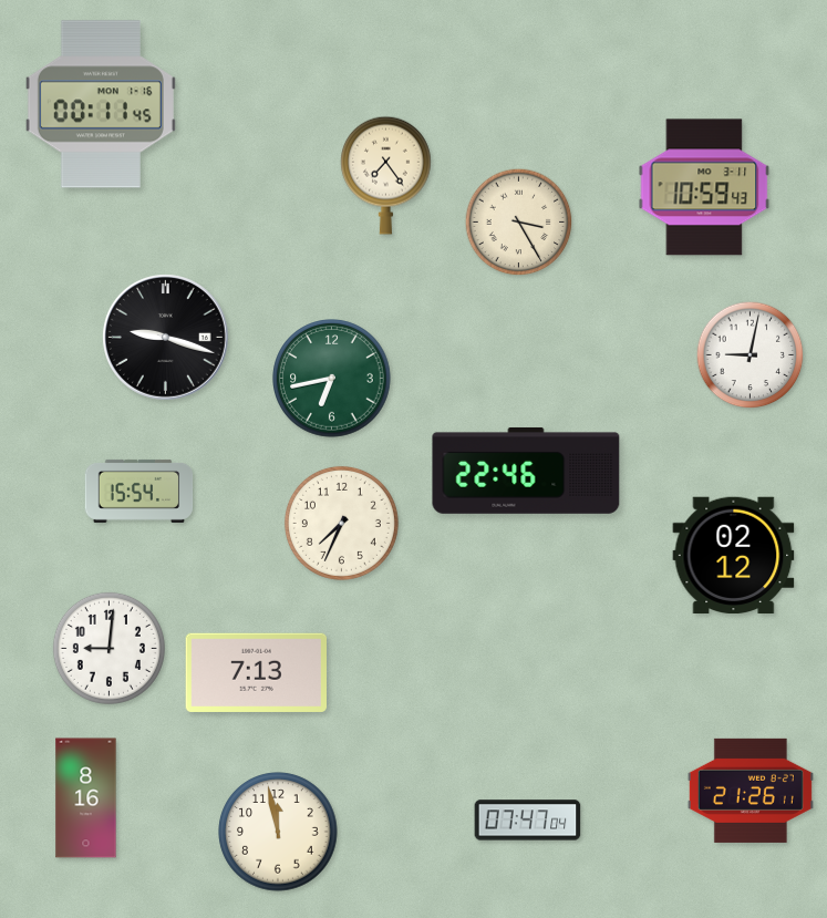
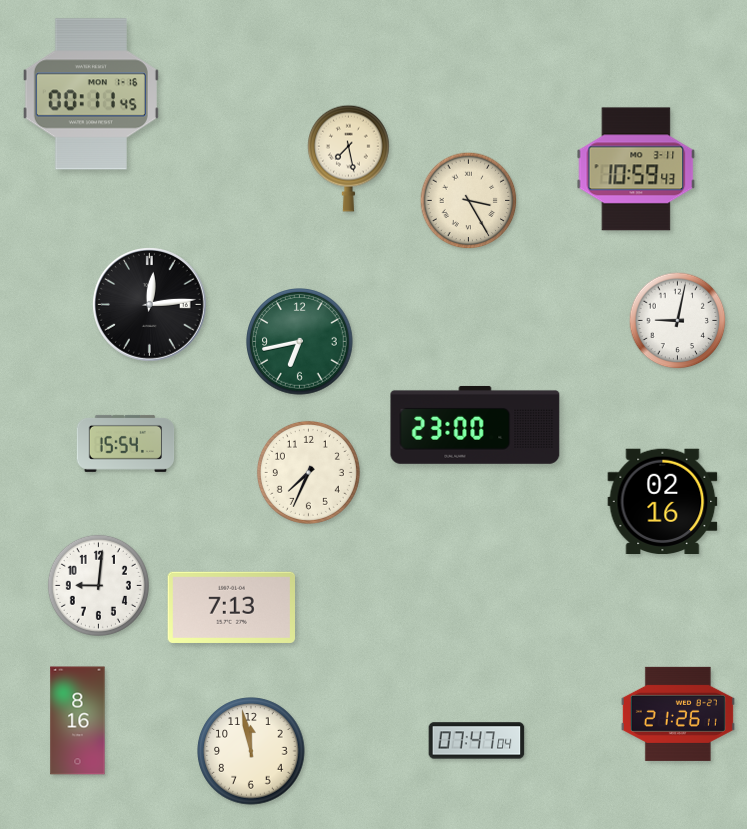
clock at (386, 175): 7:24 -> 7:28
clock at (166, 338): 9:18 -> 12:14
clock at (526, 471): 22:46 -> 23:00
clock at (734, 555): 02:12 -> 02:16
